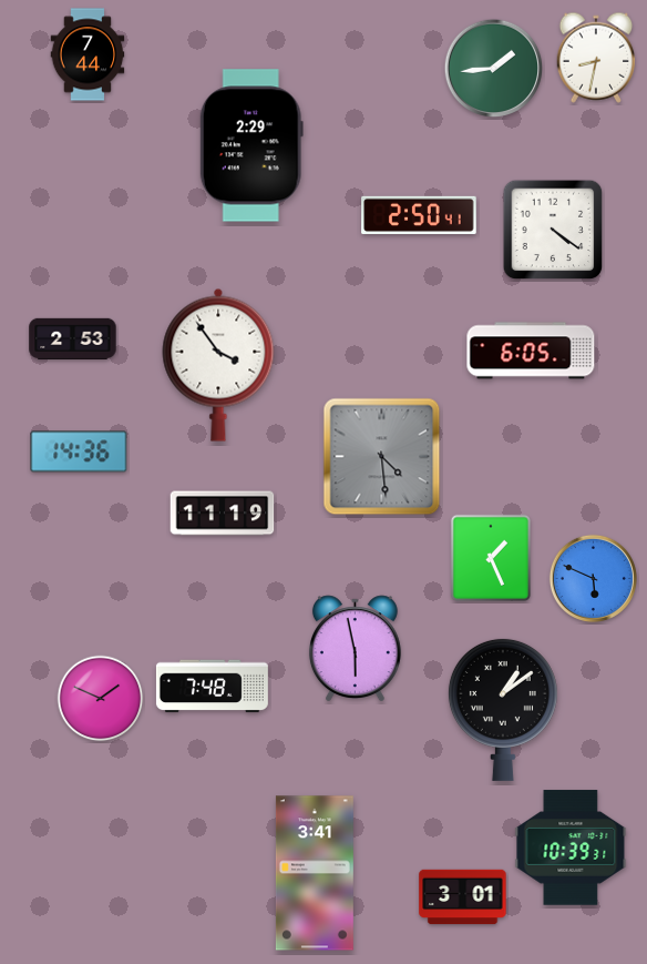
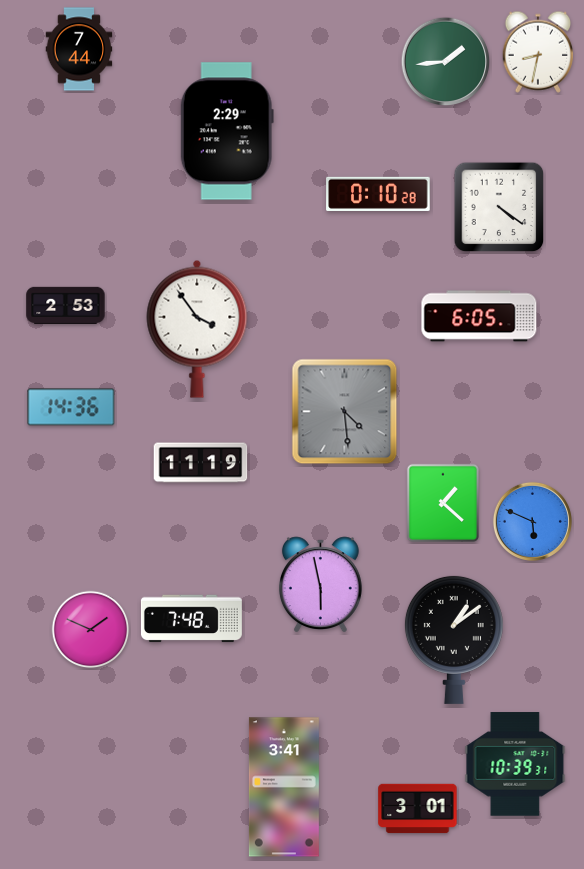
clock at (419, 215): 2:50 -> 0:10
clock at (490, 557): 1:26 -> 1:22
clock at (593, 578) position: (593, 578) -> (532, 521)
